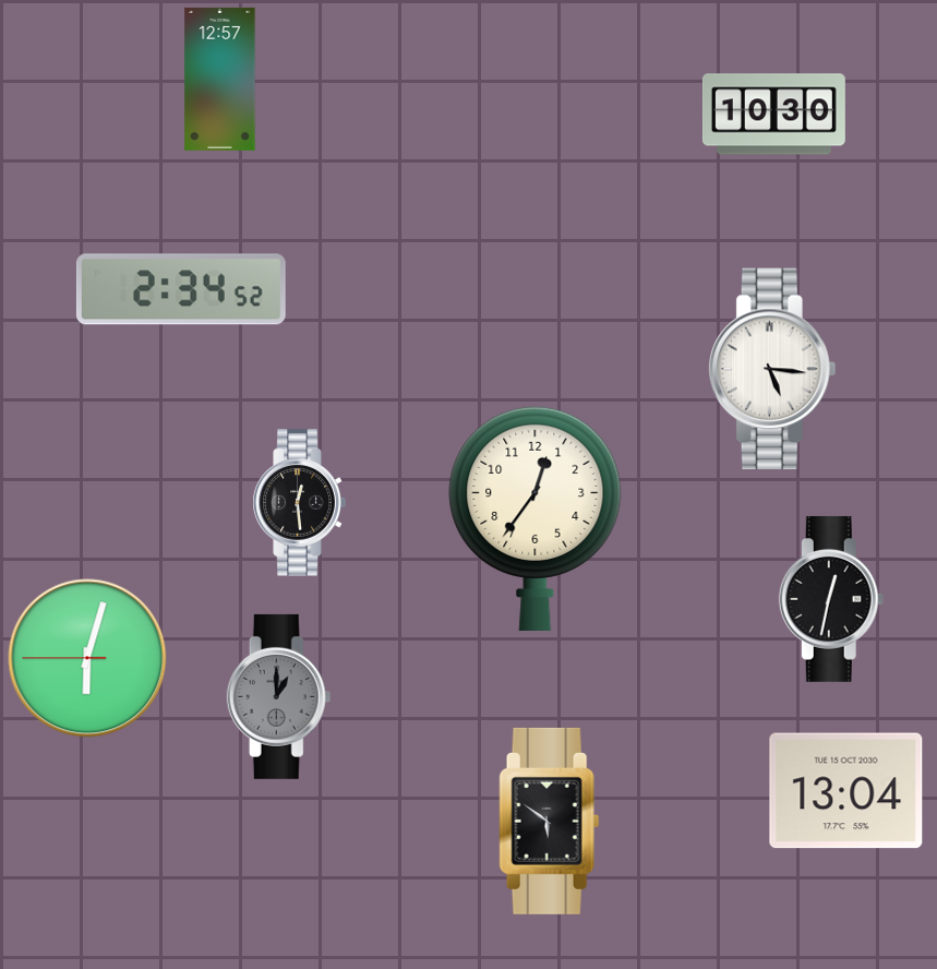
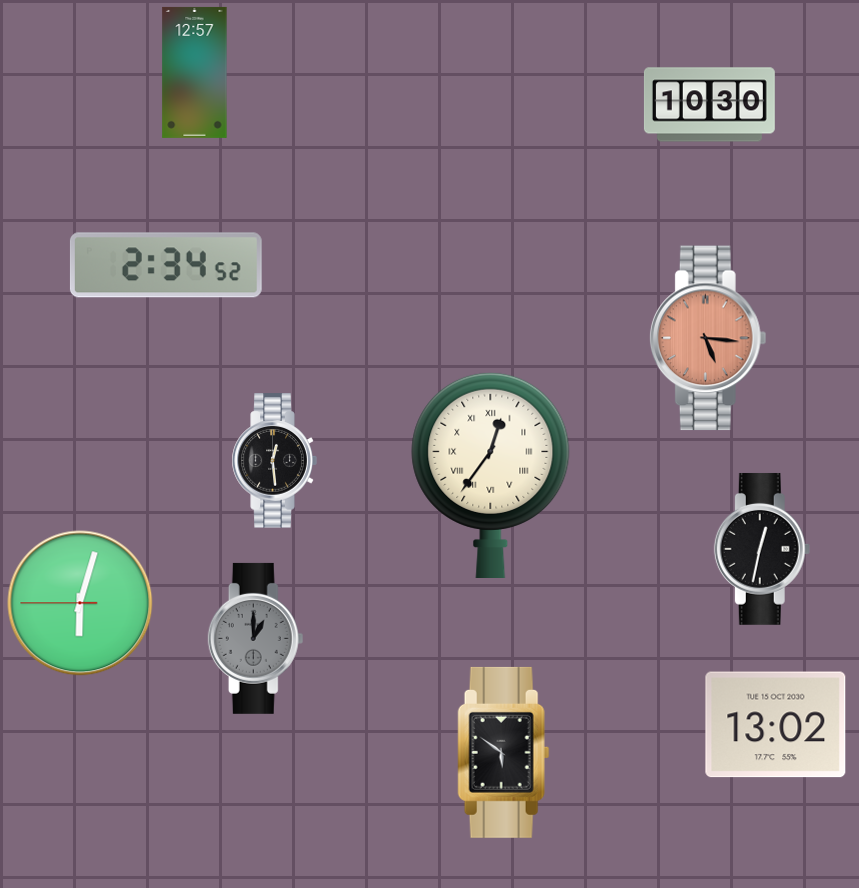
clock at (220, 79) position: (220, 79) -> (195, 72)
clock at (772, 369) dial: white -> salmon
clock at (536, 517) numerals: Arabic -> Roman
clock at (846, 791): 13:04 -> 13:02
